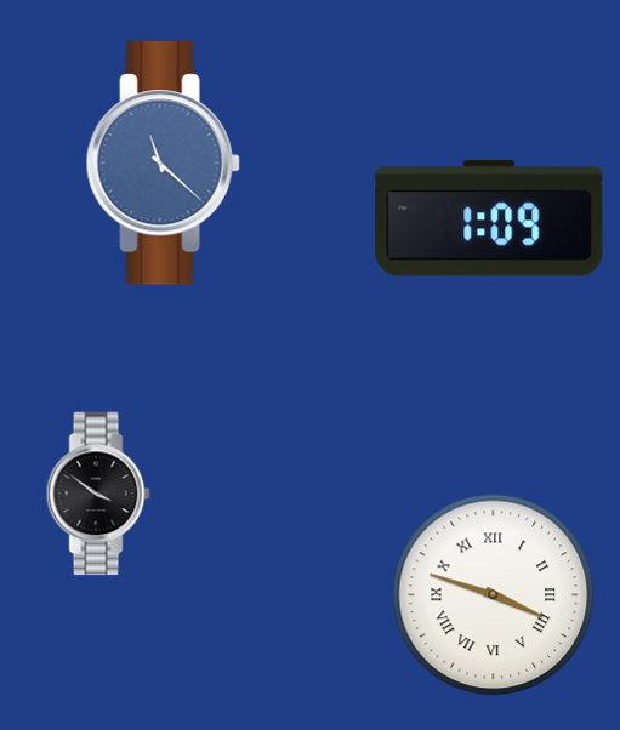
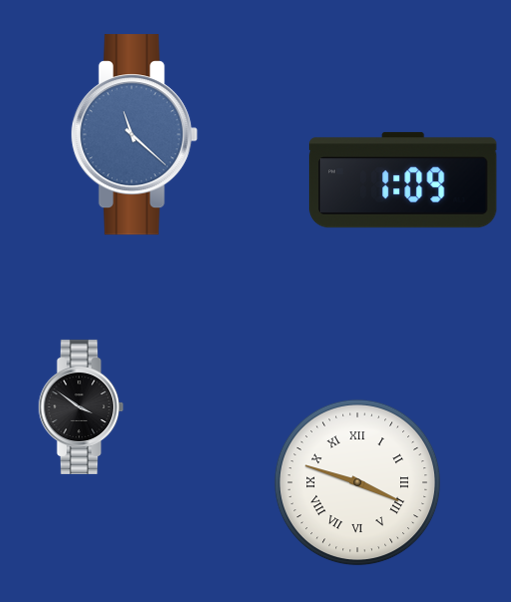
clock at (494, 595) position: (494, 595) -> (358, 483)
